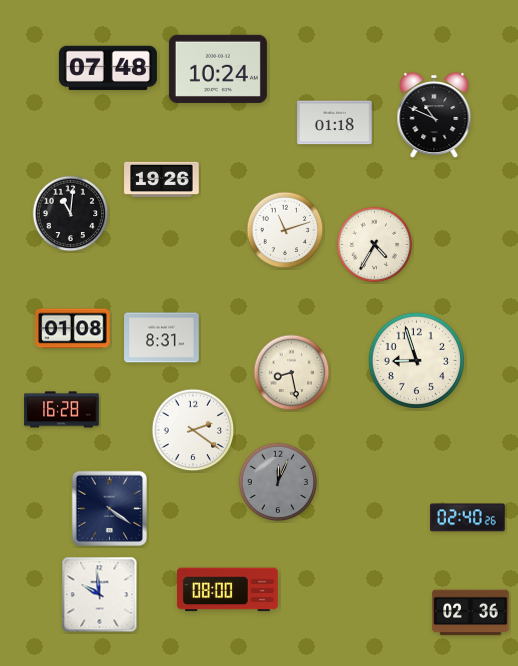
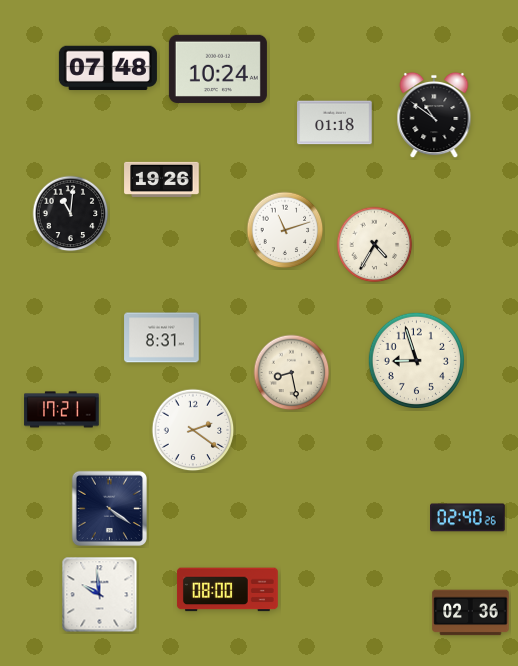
clock at (434, 115): 10:49 -> 10:51
clock at (73, 329): 01:08 -> none
clock at (62, 410): 16:28 -> 17:21
clock at (278, 482): 12:04 -> none
